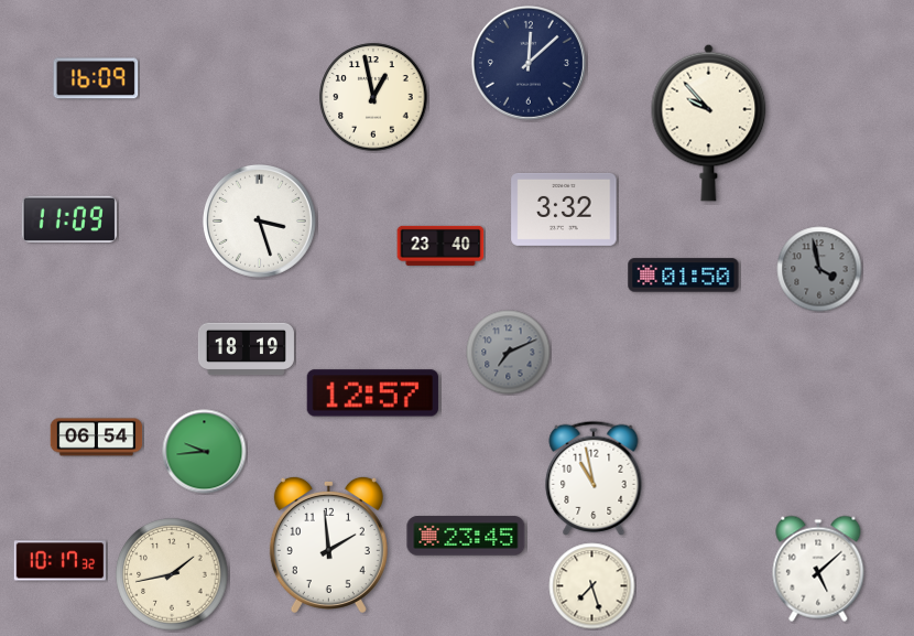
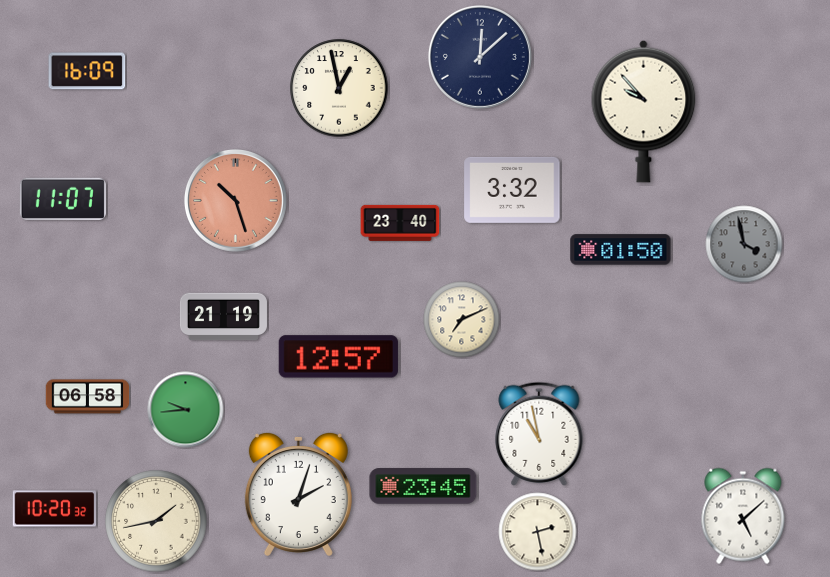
clock at (69, 219): 11:09 -> 11:07
clock at (259, 220): 3:27 -> 10:27
clock at (259, 220) dial: white -> salmon
clock at (246, 349): 18:19 -> 21:19
clock at (509, 353) dial: grey -> cream
clock at (97, 438): 06:54 -> 06:58
clock at (328, 543): 1:59 -> 2:03
clock at (61, 561): 10:17 -> 10:20
clock at (592, 586): 7:27 -> 2:28
